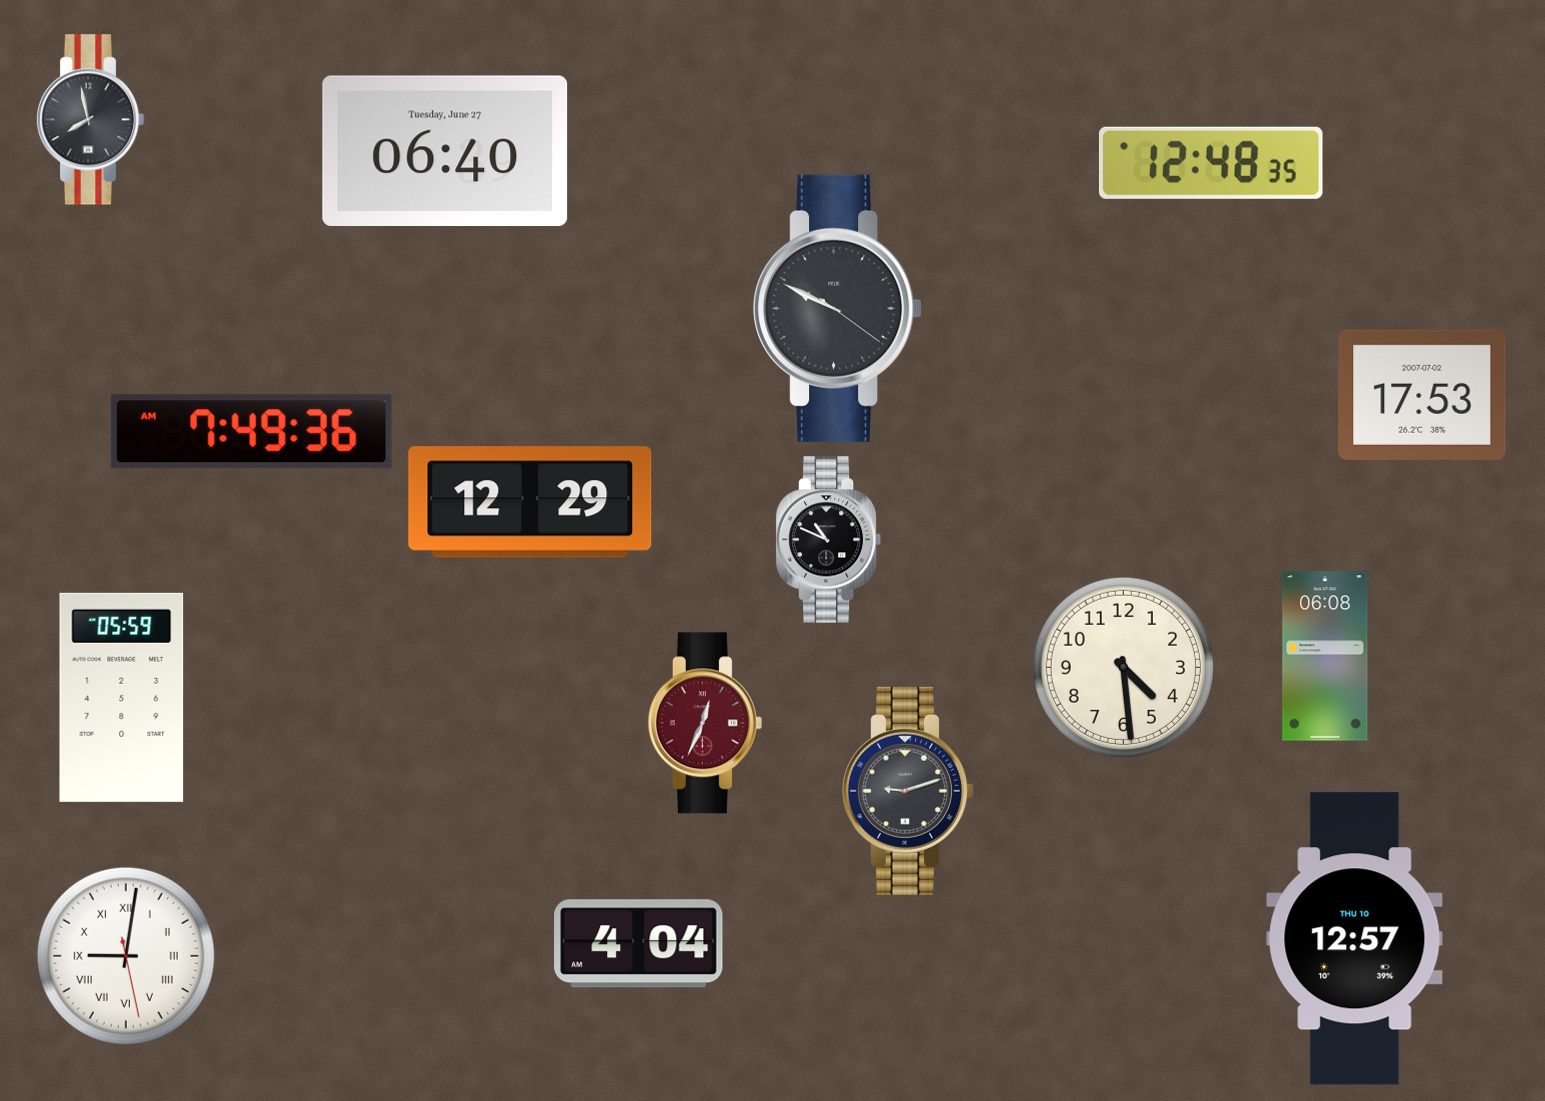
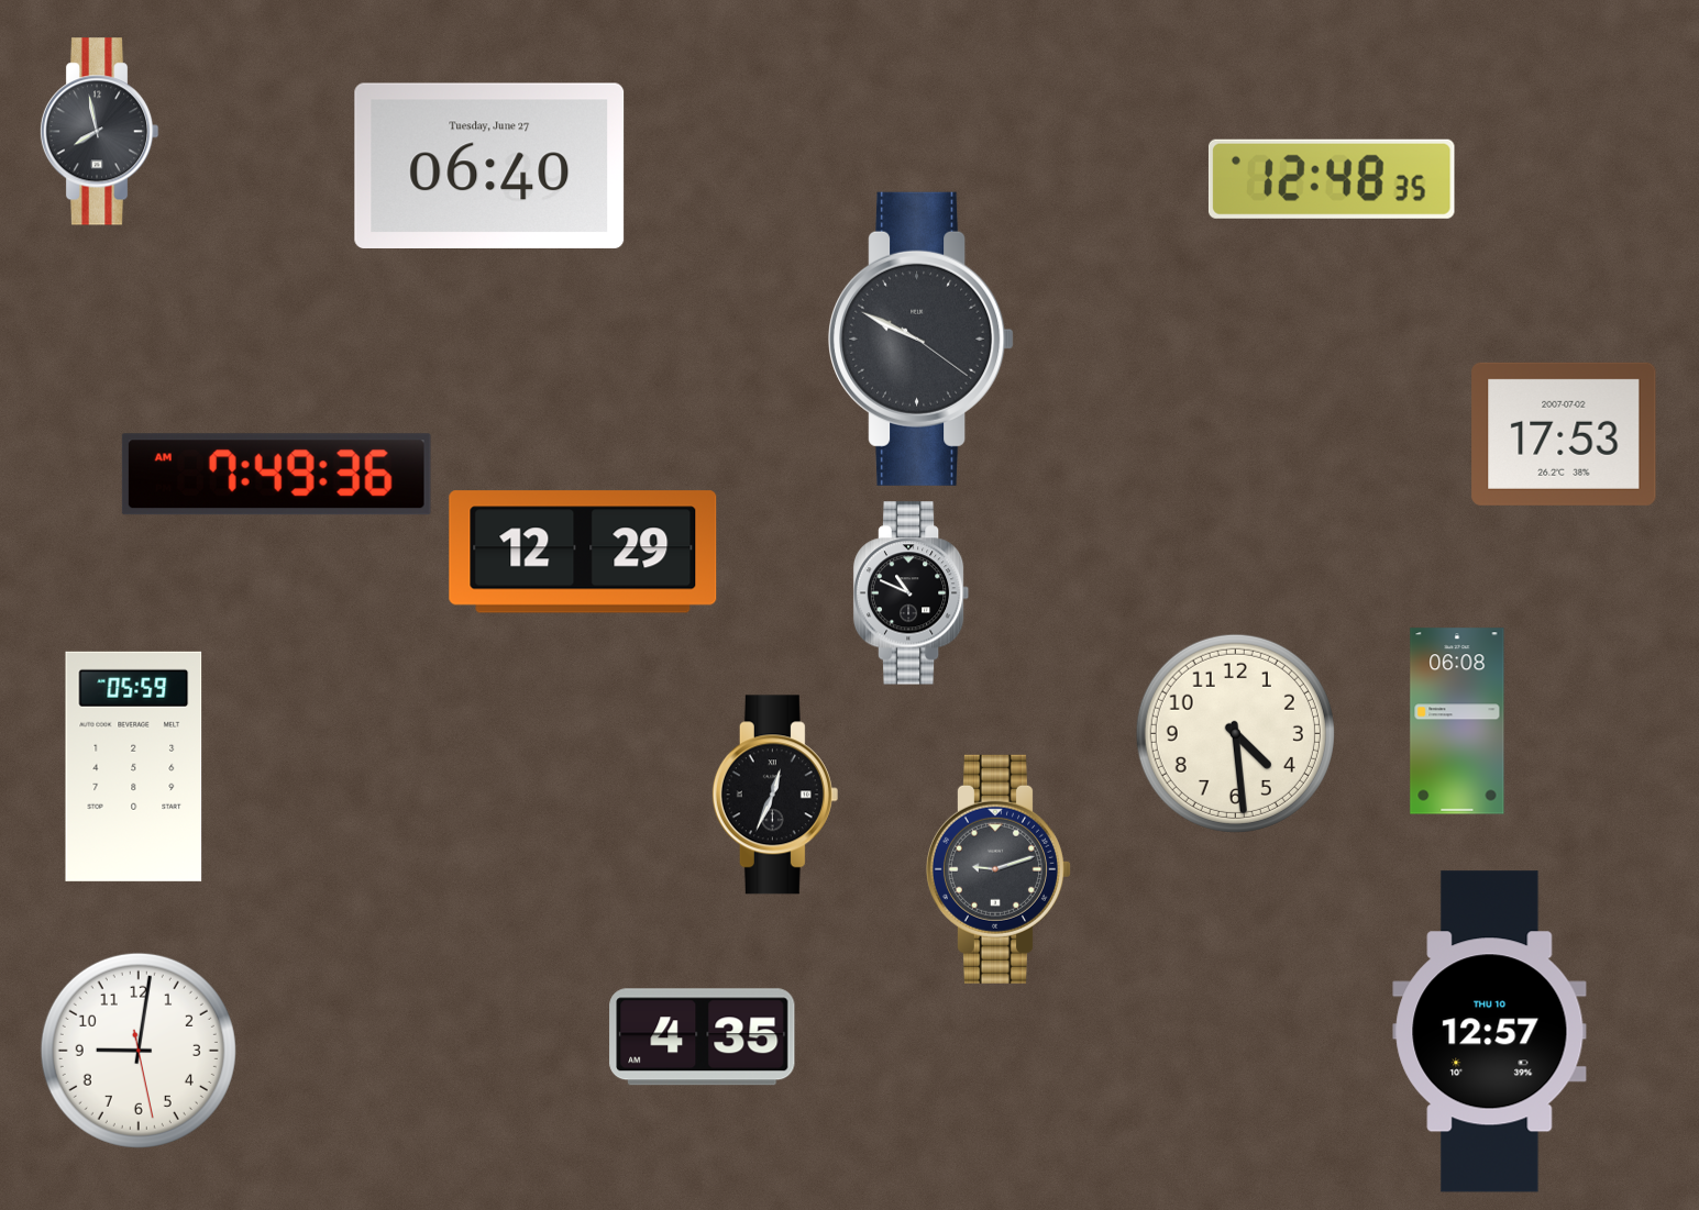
clock at (705, 723) dial: burgundy -> black
clock at (639, 944): 4:04 -> 4:35
clock at (126, 956) numerals: Roman -> Arabic
